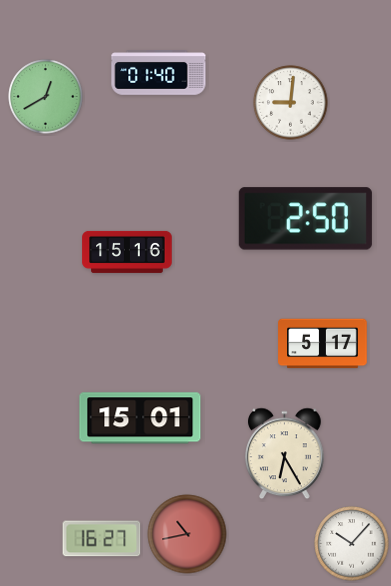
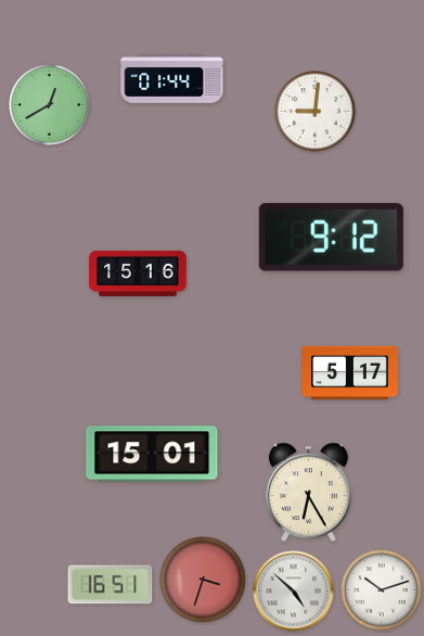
clock at (159, 73): 01:40 -> 01:44
clock at (305, 219): 2:50 -> 9:12
clock at (187, 534): 10:43 -> 3:33
clock at (102, 539): 16:27 -> 16:51
clock at (352, 544): 10:07 -> 10:12
clock at (294, 592): none -> 4:52
